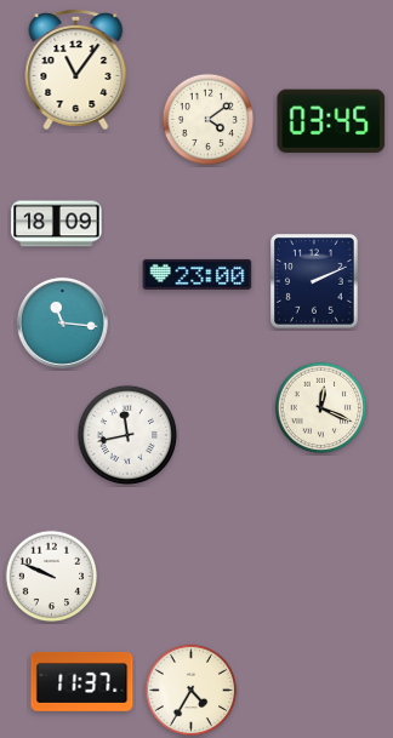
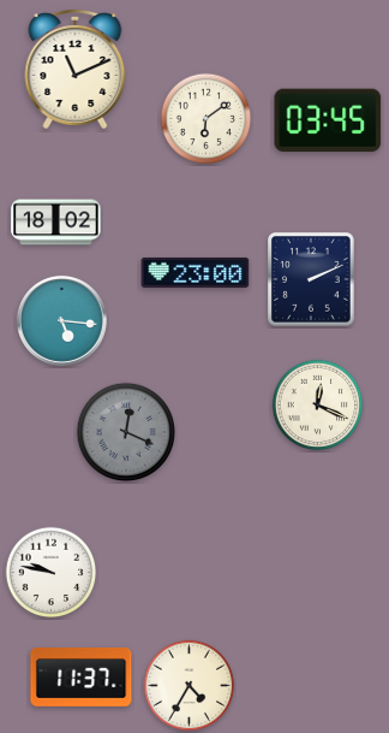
clock at (76, 69): 11:06 -> 11:11
clock at (209, 120): 4:09 -> 6:09
clock at (57, 224): 18:09 -> 18:02
clock at (62, 322): 11:16 -> 5:16
clock at (126, 434): 11:43 -> 12:19
clock at (126, 434) dial: white -> grey
clock at (52, 577): 9:49 -> 9:47
